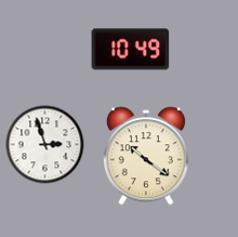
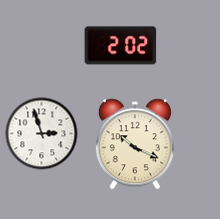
clock at (131, 50): 10:49 -> 2:02
clock at (146, 156): 10:21 -> 10:19
